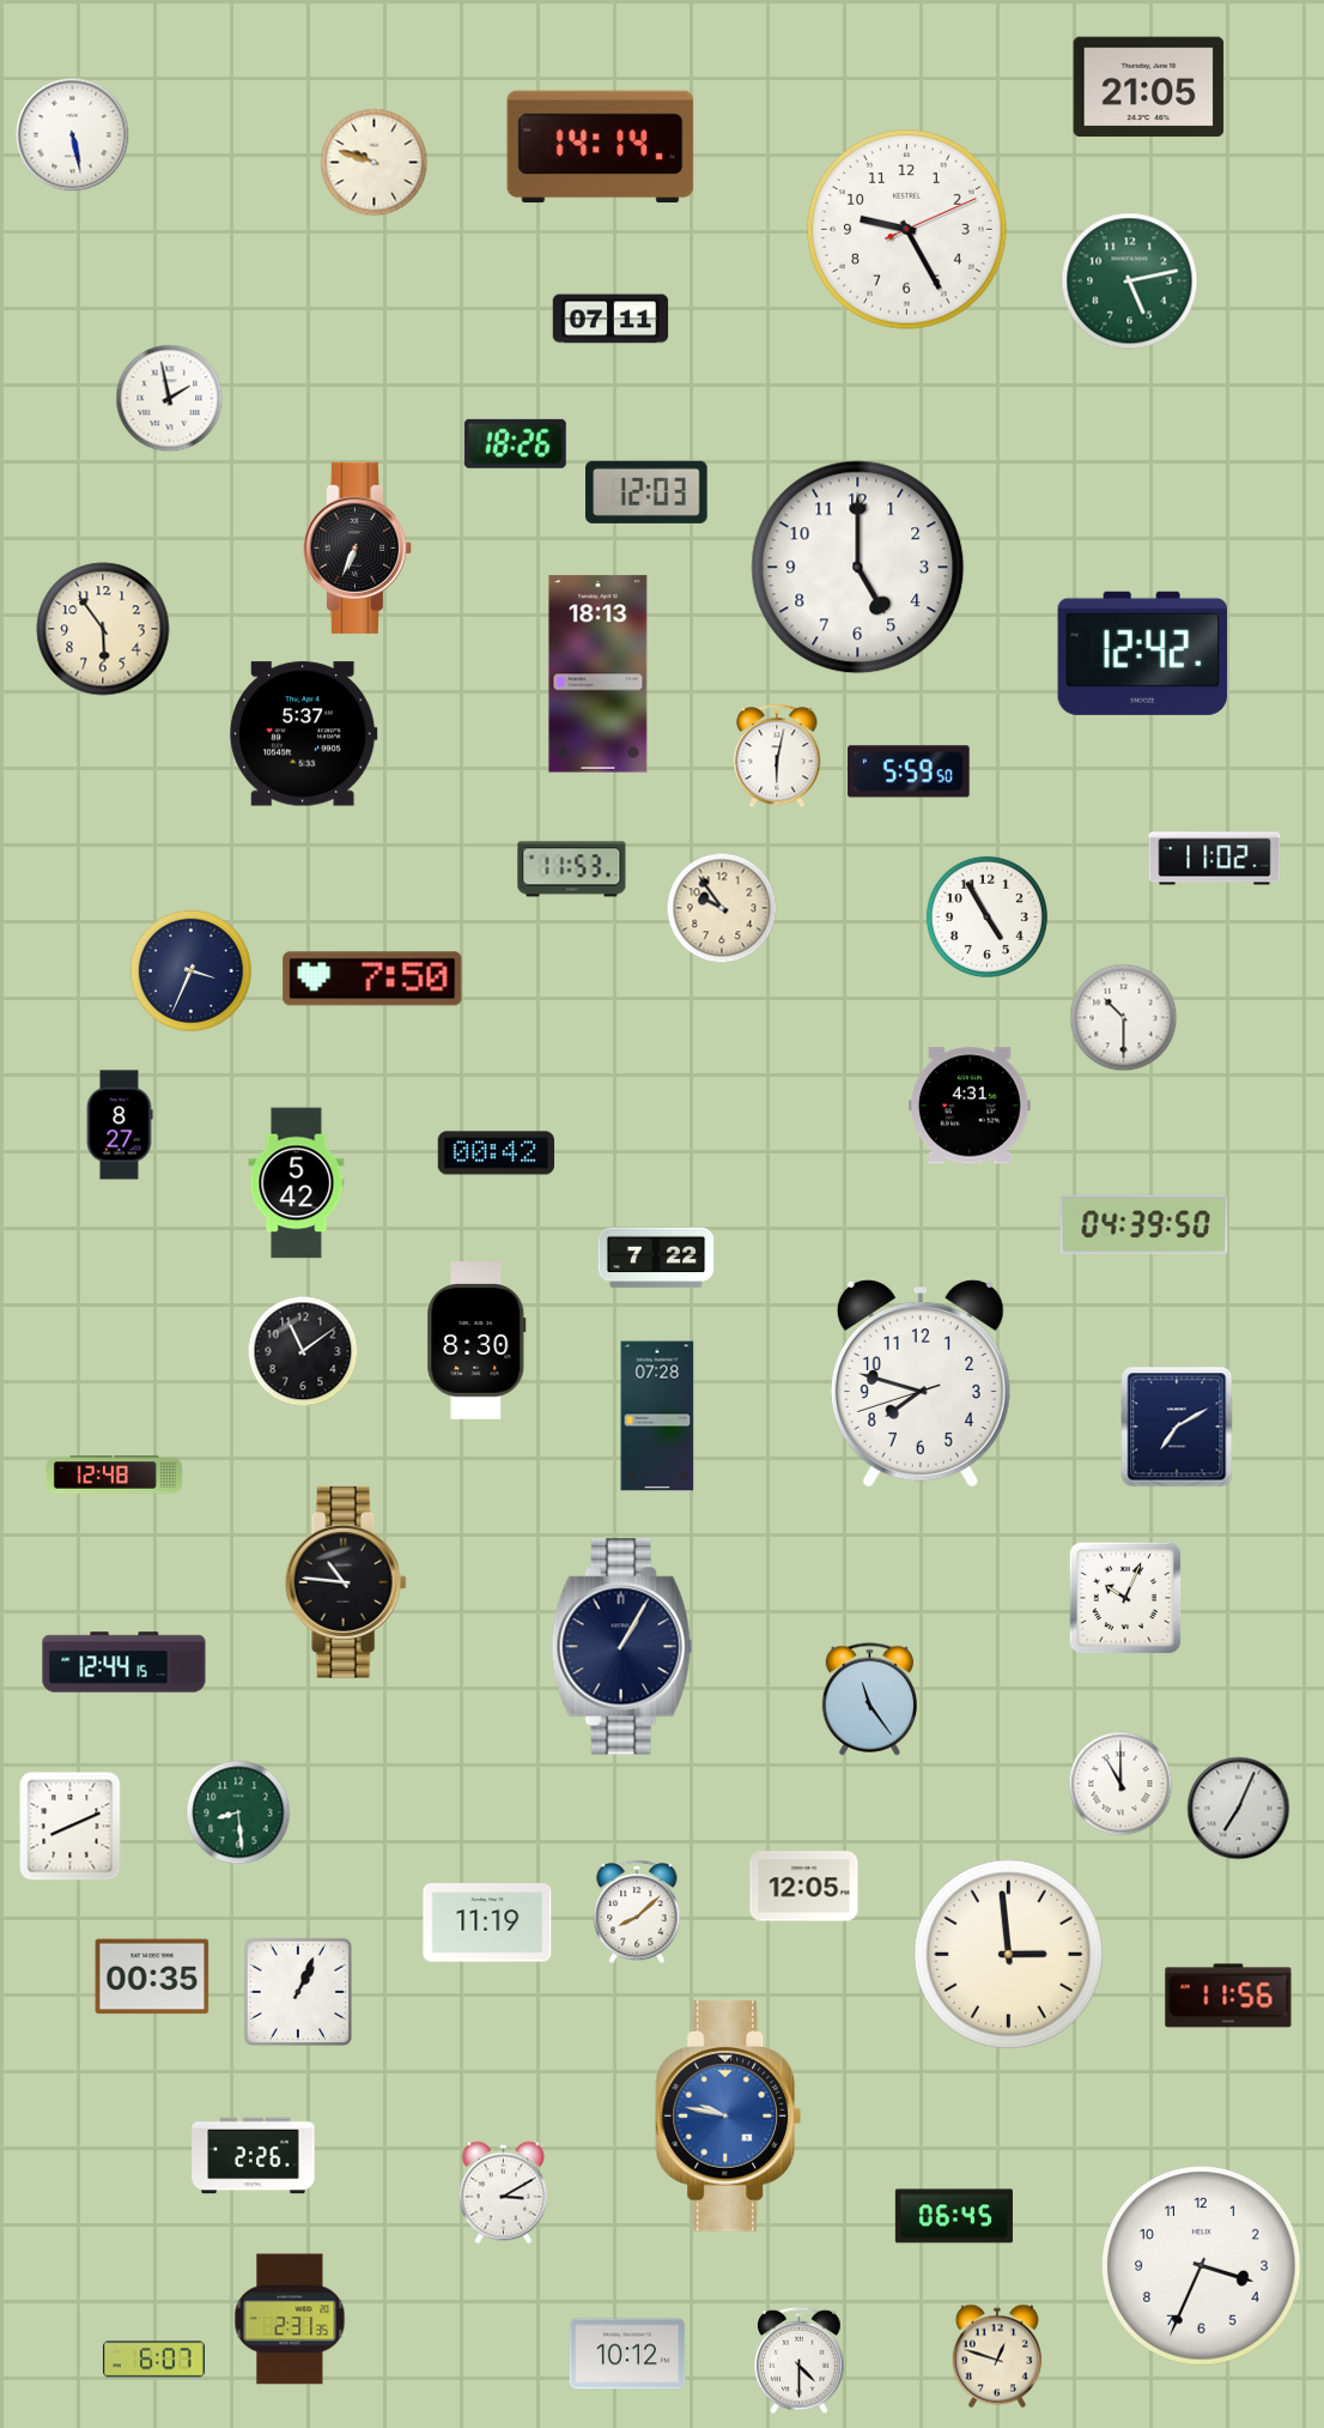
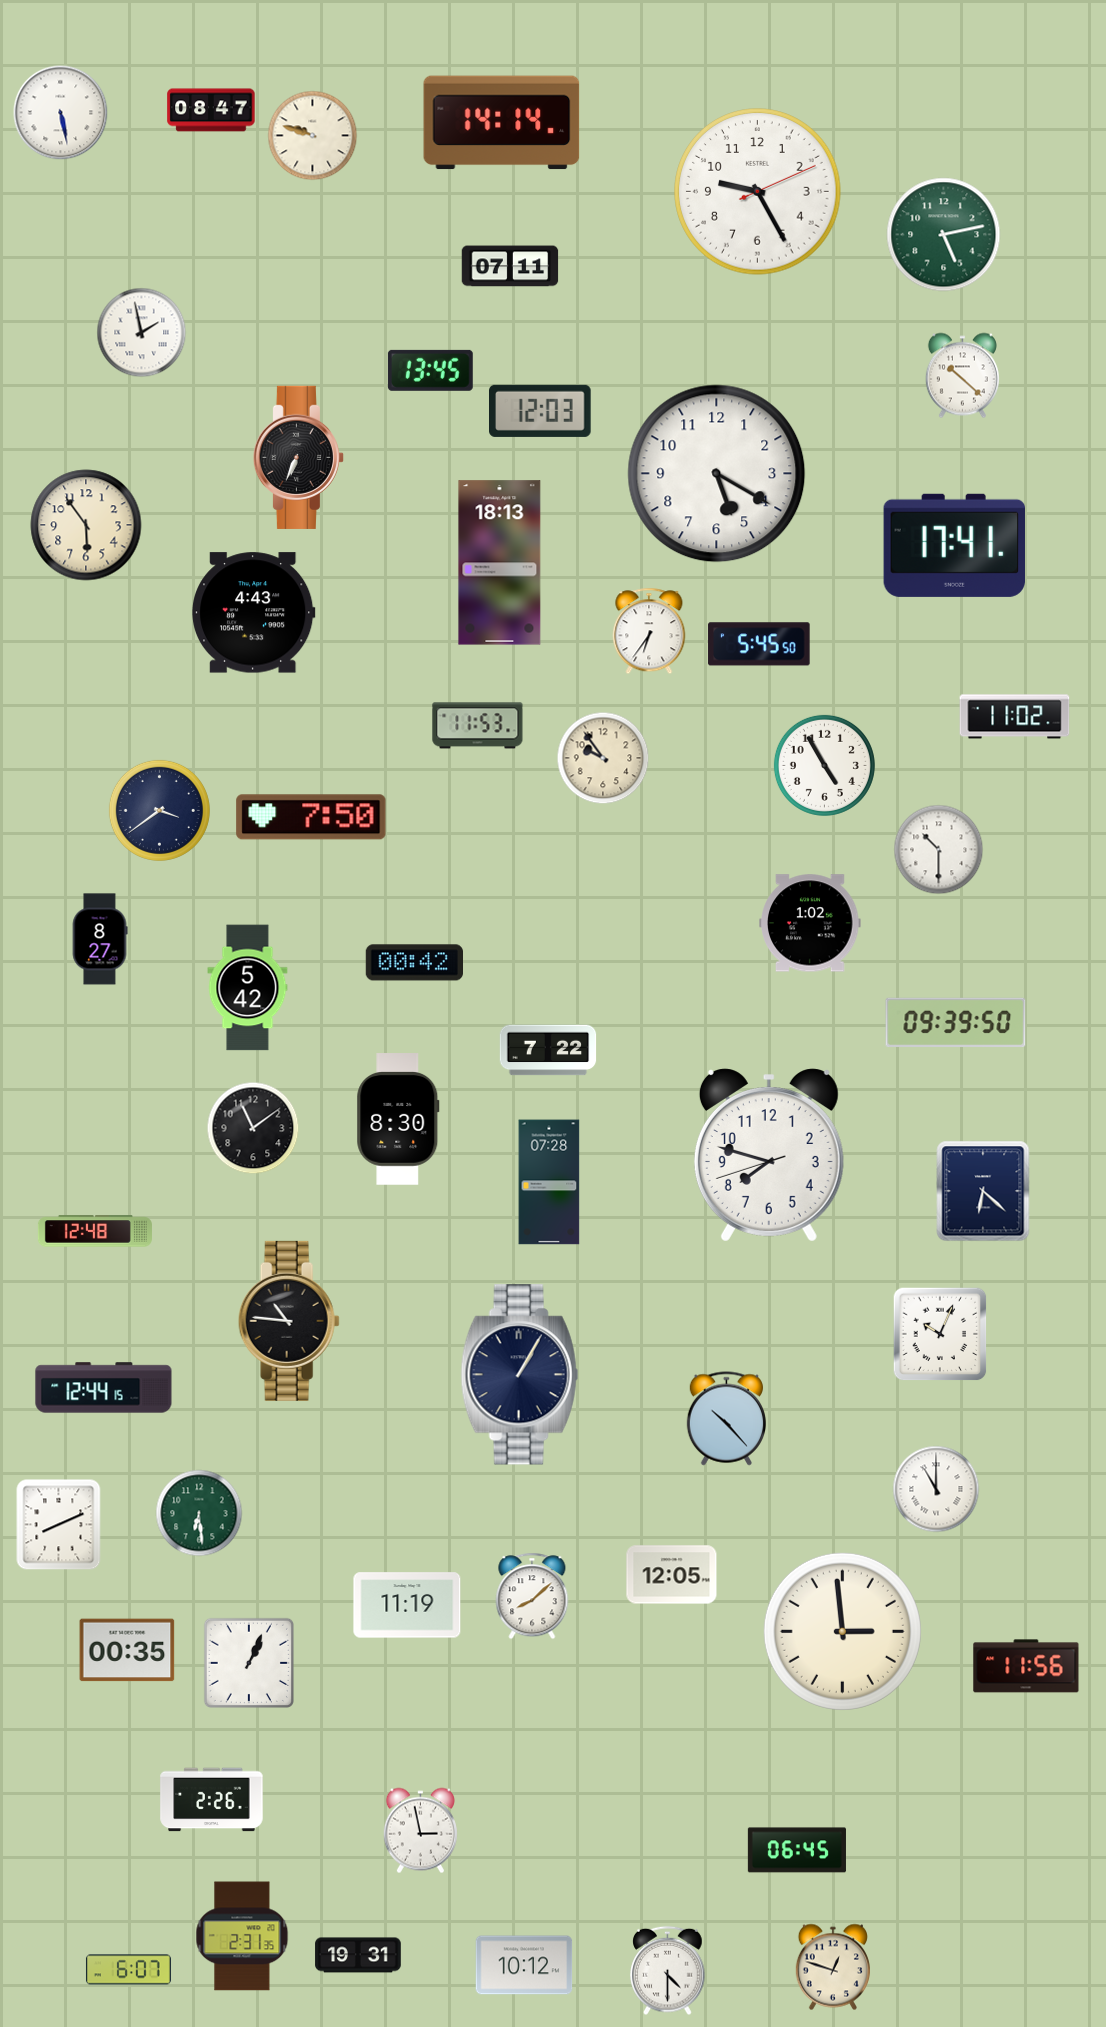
clock at (1149, 87): 21:05 -> none
clock at (211, 110): none -> 08:47
clock at (515, 443): 18:26 -> 13:45
clock at (962, 376): none -> 10:22
clock at (858, 568): 5:00 -> 5:20
clock at (1143, 653): 12:42 -> 17:41
clock at (303, 734): 5:37 -> 4:43
clock at (777, 756): 6:02 -> 6:36
clock at (909, 771): 5:59 -> 5:45
clock at (190, 970): 3:34 -> 3:39
clock at (970, 1106): 4:31 -> 1:02
clock at (1144, 1225): 04:39 -> 09:39
clock at (1177, 1427): 7:10 -> 6:22
clock at (869, 1700): 11:24 -> 10:23
clock at (1239, 1809): 7:04 -> none
clock at (238, 1812): 8:29 -> 6:29
clock at (729, 2115): 9:47 -> none
clock at (503, 2193): 3:10 -> 2:58
clock at (1202, 2266): 3:34 -> none
clock at (358, 1955): none -> 19:31
